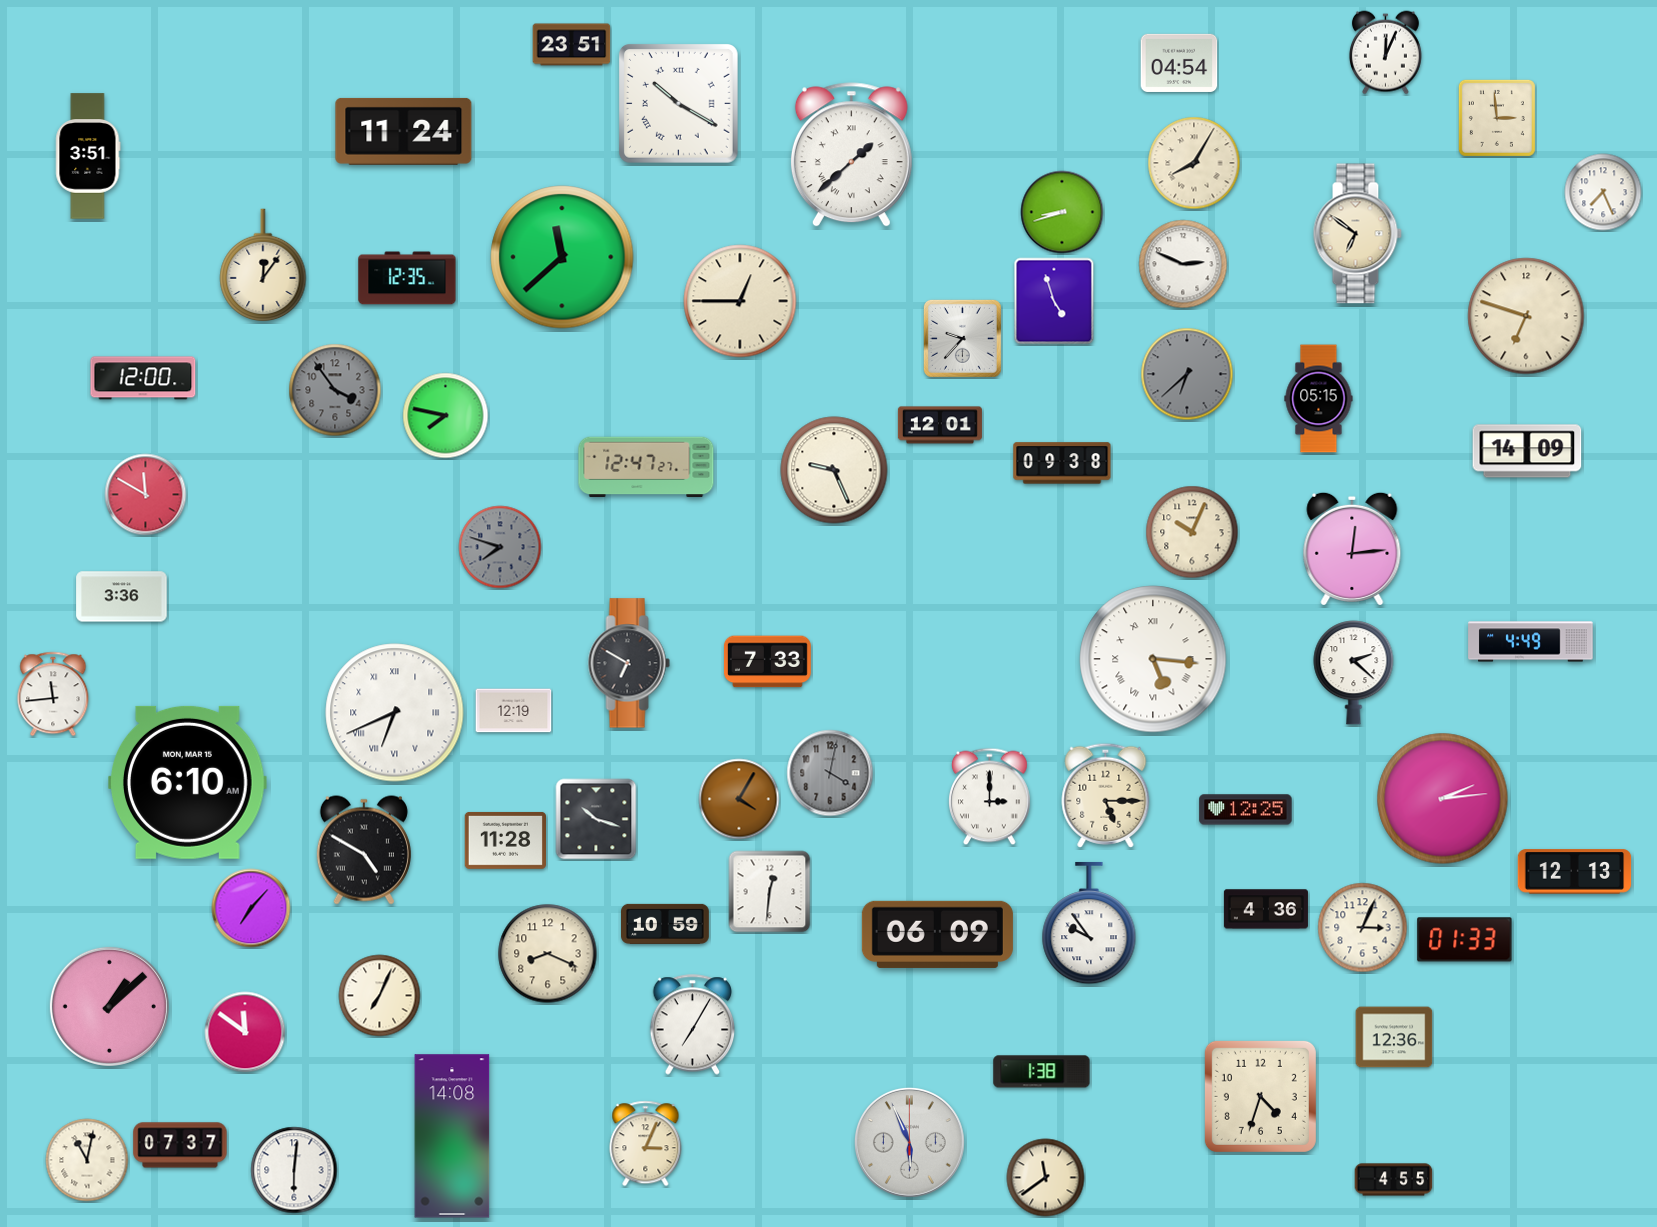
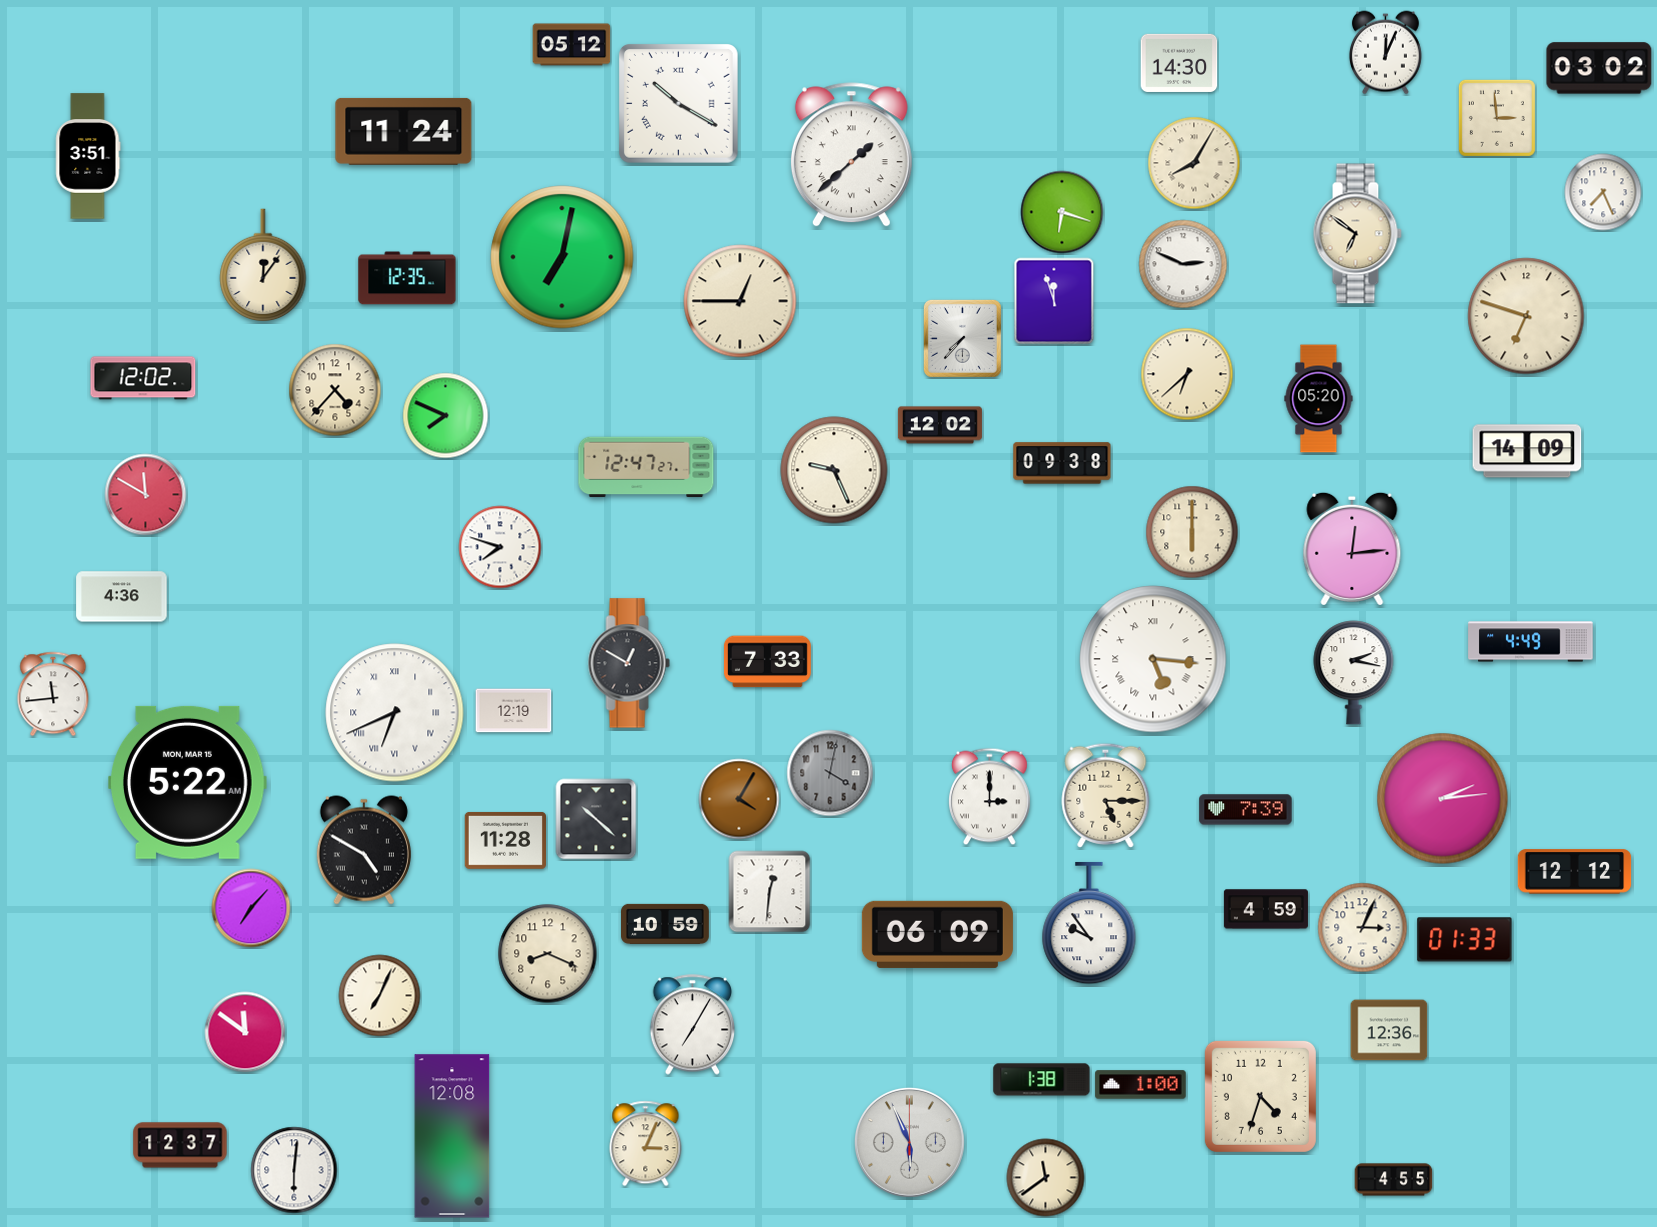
clock at (572, 45): 23:51 -> 05:12
clock at (1179, 63): 04:54 -> 14:30
clock at (1599, 68): none -> 03:02
clock at (1062, 212): 8:42 -> 6:18
clock at (562, 257): 11:38 -> 7:02
clock at (1054, 301): 4:57 -> 11:57
clock at (962, 338): 9:37 -> 7:37
clock at (1187, 374) dial: grey -> cream
clock at (143, 378): 12:00 -> 12:02
clock at (335, 390): 3:54 -> 4:37
clock at (335, 390) dial: grey -> cream
clock at (1319, 399): 05:15 -> 05:20
clock at (446, 416): 7:47 -> 7:49
clock at (940, 425): 12:01 -> 12:02
clock at (1192, 532): 10:04 -> 6:00
clock at (500, 547) dial: grey -> white
clock at (122, 597): 3:36 -> 4:36
clock at (629, 663): 6:50 -> 12:50
clock at (1354, 673): 2:22 -> 2:17
clock at (188, 782): 6:10 -> 5:22
clock at (1246, 810): 12:25 -> 7:39
clock at (596, 819): 10:18 -> 10:22
clock at (1575, 872): 12:13 -> 12:12
clock at (1266, 909): 4:36 -> 4:59
clock at (109, 1006): 1:08 -> none
clock at (1394, 1037) position: (1394, 1037) -> (1389, 1030)
clock at (1042, 1072) position: (1042, 1072) -> (1042, 1080)
clock at (1141, 1085): none -> 1:00
clock at (452, 1136): 14:08 -> 12:08
clock at (180, 1145): 07:37 -> 12:37
clock at (87, 1160): 11:02 -> none
